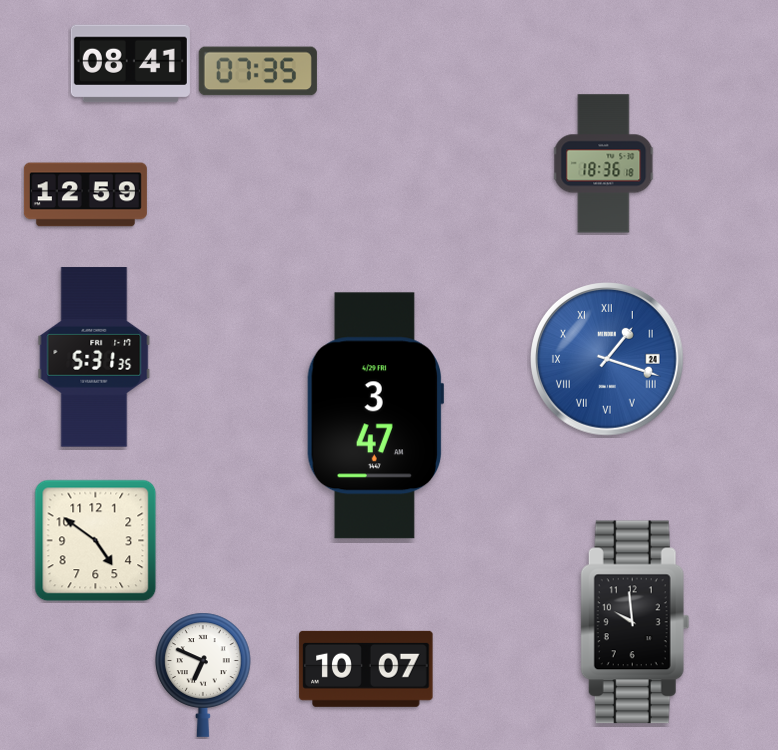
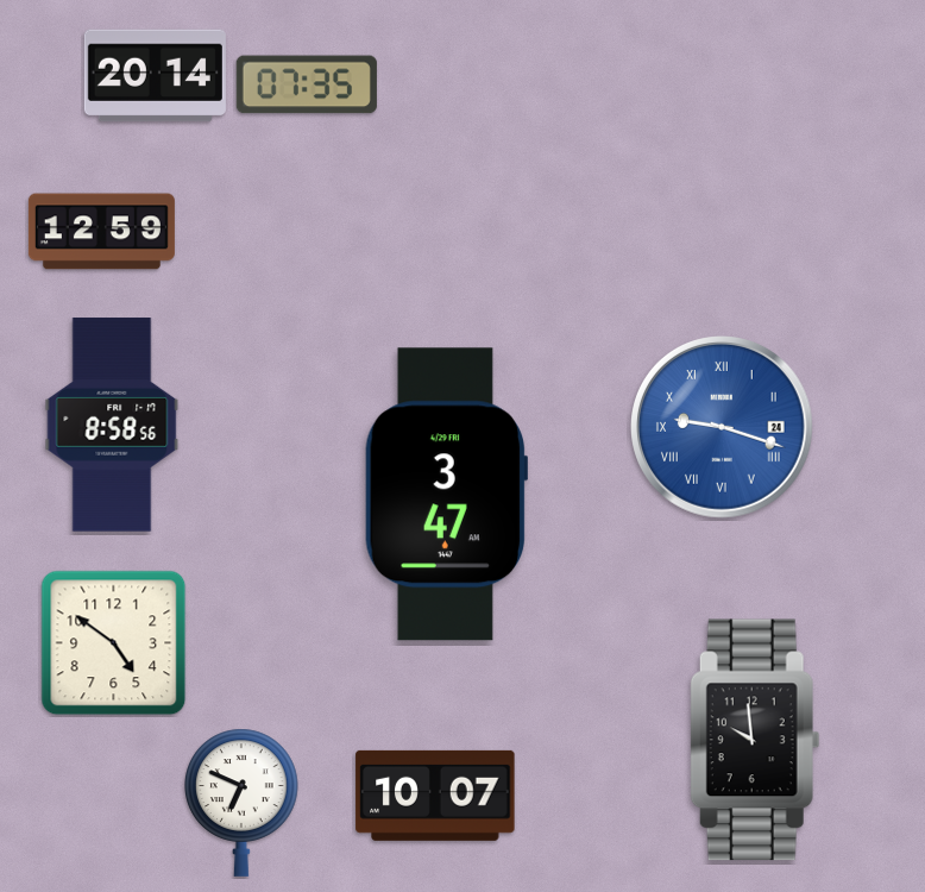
clock at (130, 64): 08:41 -> 20:14
clock at (604, 164): 18:36 -> none
clock at (94, 357): 5:31 -> 8:58
clock at (608, 360): 1:18 -> 9:18
